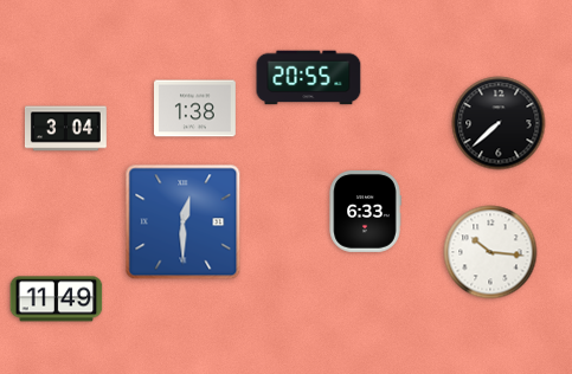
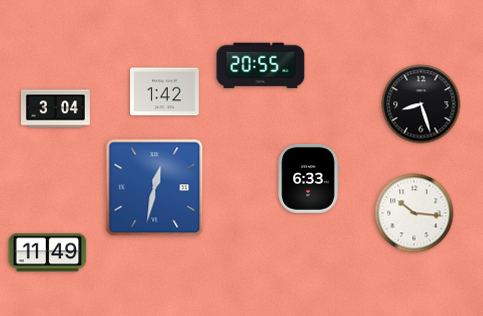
clock at (195, 109): 1:38 -> 1:42
clock at (499, 123): 7:38 -> 8:27
clock at (184, 223): 12:30 -> 12:32
